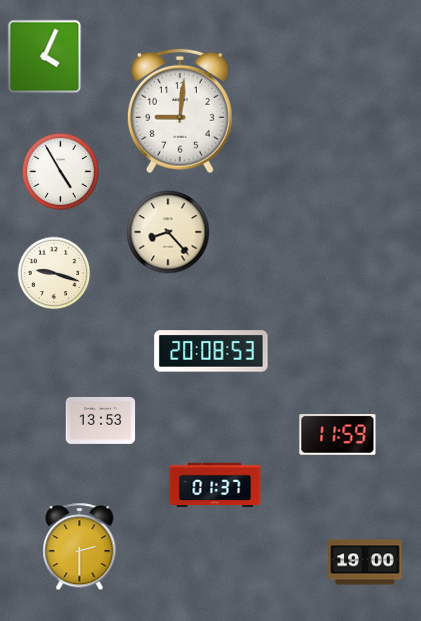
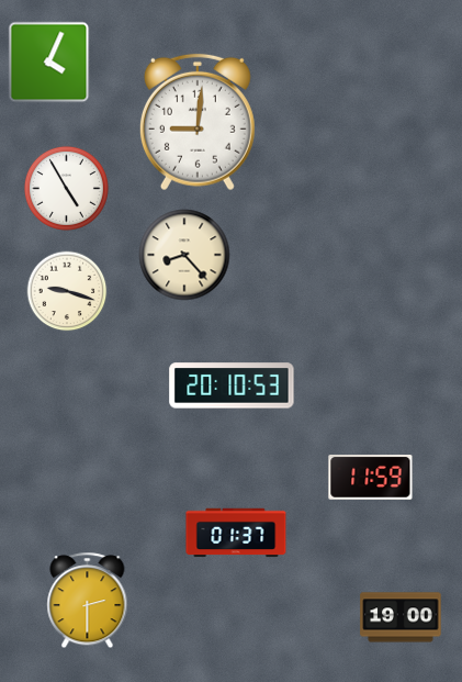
clock at (54, 273) position: (54, 273) -> (67, 291)
clock at (211, 351): 20:08 -> 20:10
clock at (101, 420): 13:53 -> none
